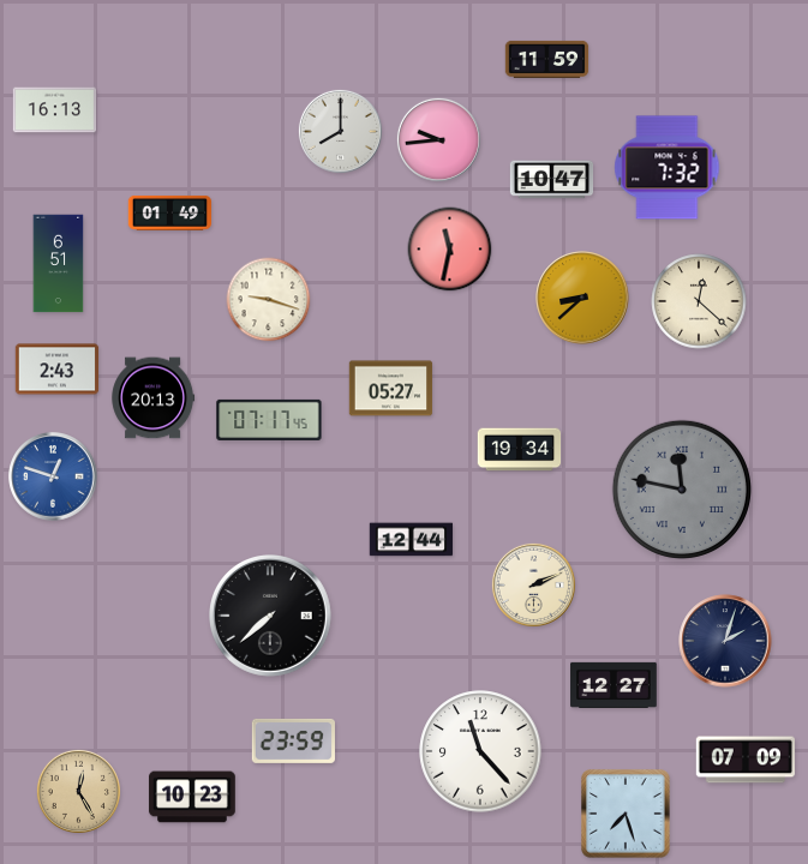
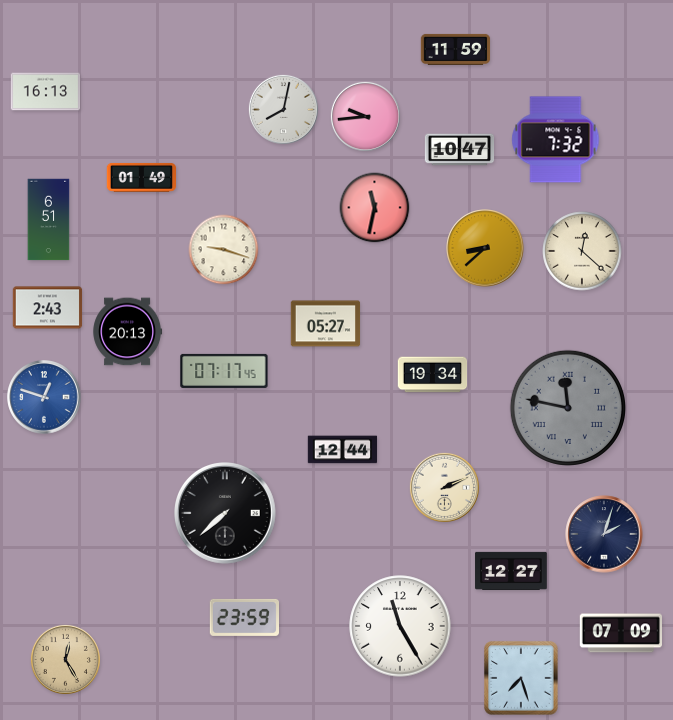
clock at (340, 131): 8:00 -> 8:02
clock at (269, 420) position: (269, 420) -> (224, 371)
clock at (480, 751): 11:23 -> 11:25
clock at (192, 797): 10:23 -> none
